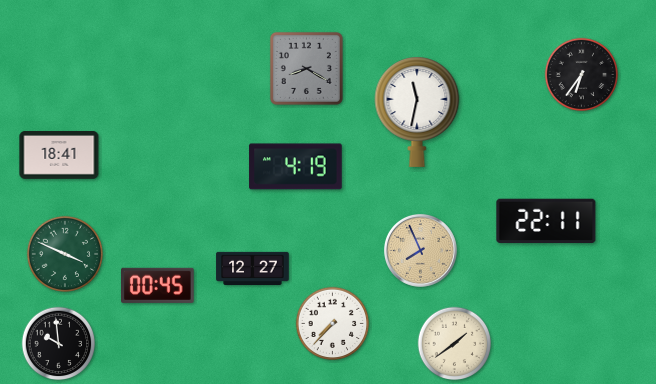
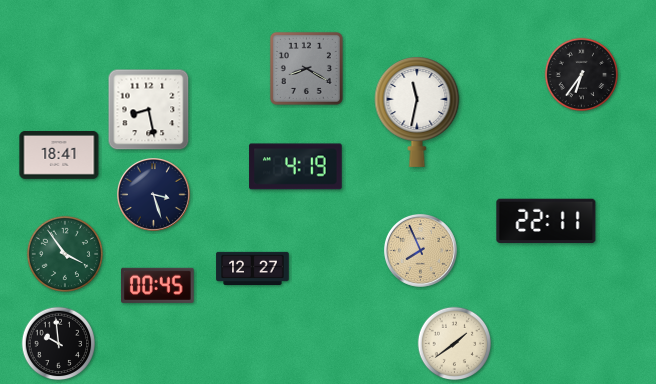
clock at (149, 110): none -> 8:28
clock at (154, 195): none -> 3:27
clock at (65, 254): 3:49 -> 3:54
clock at (333, 324): 7:37 -> none
